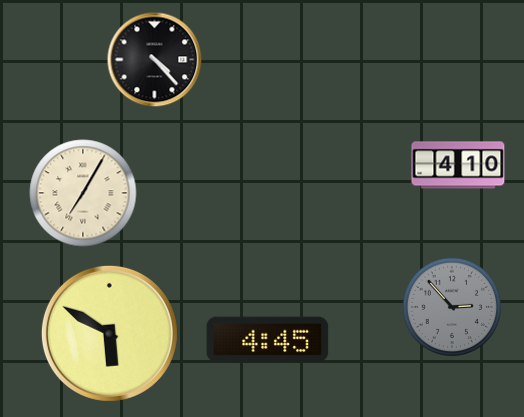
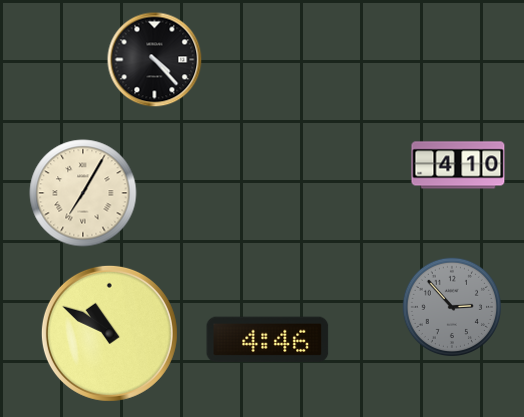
clock at (109, 333): 5:50 -> 10:50
clock at (268, 340): 4:45 -> 4:46
